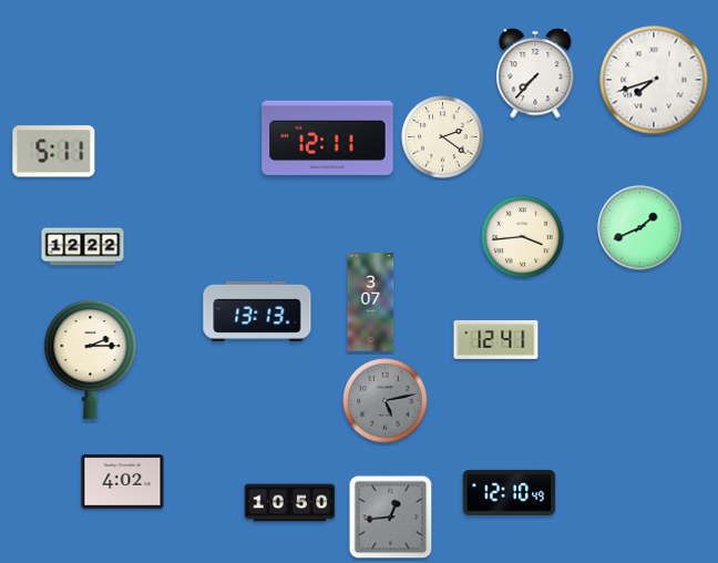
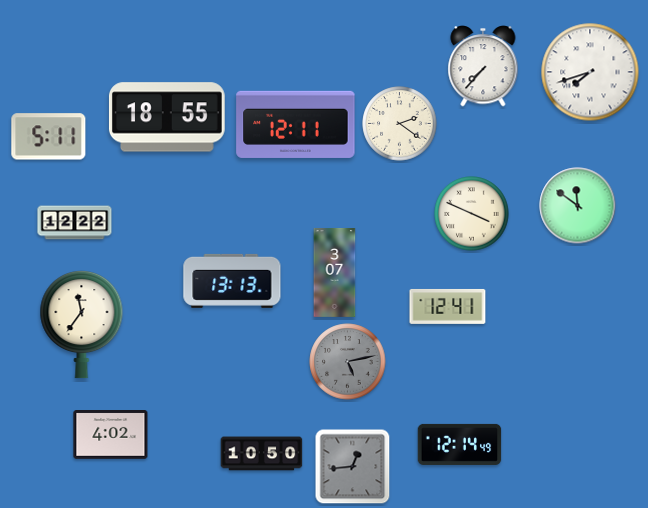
clock at (167, 117): none -> 18:55
clock at (640, 228): 1:41 -> 11:51
clock at (523, 237): 3:44 -> 3:49
clock at (91, 360): 2:15 -> 11:36
clock at (510, 492): 12:10 -> 12:14
